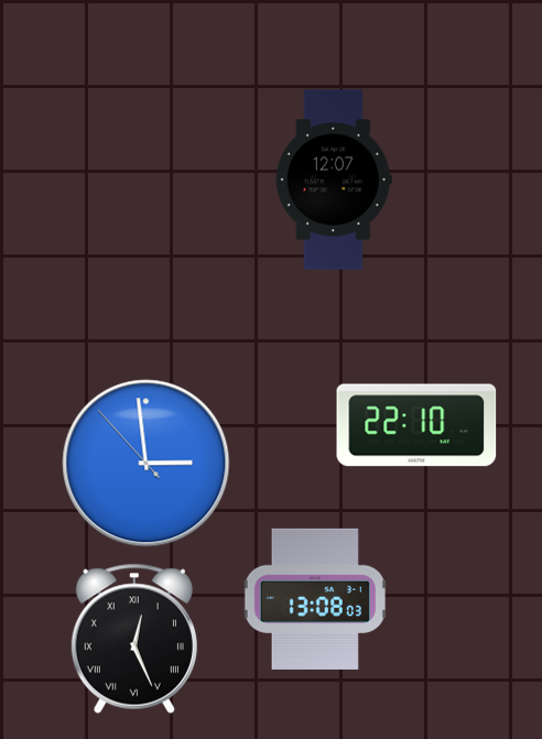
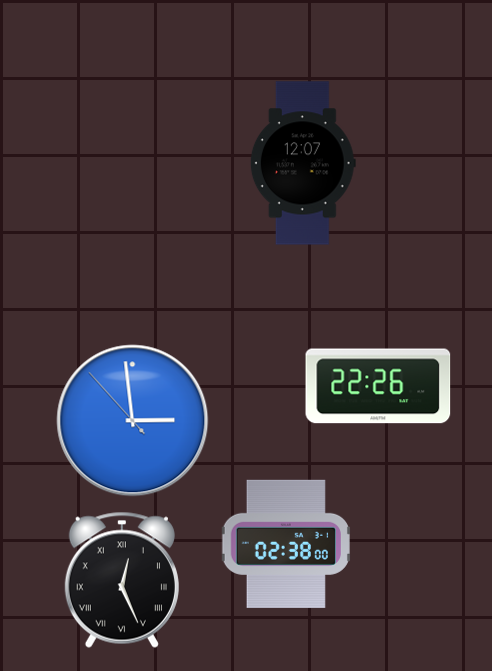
clock at (416, 425): 22:10 -> 22:26
clock at (315, 599): 13:08 -> 02:38
